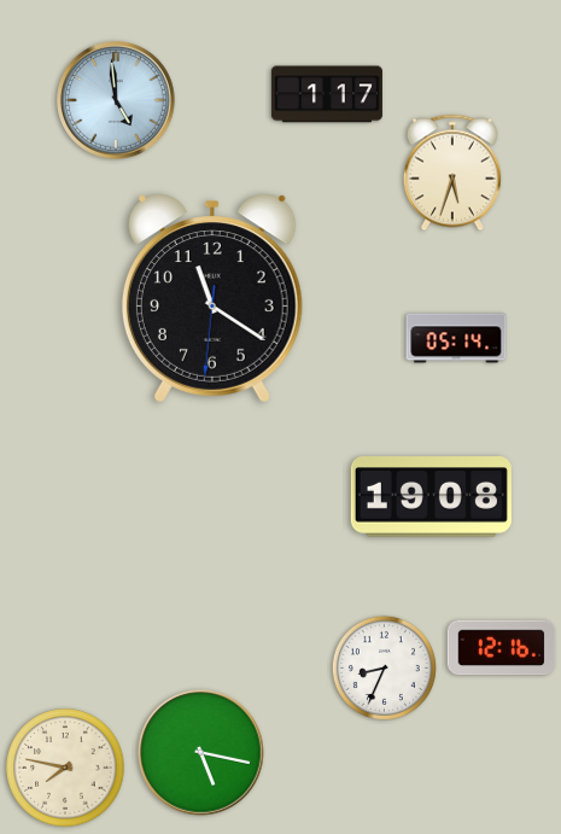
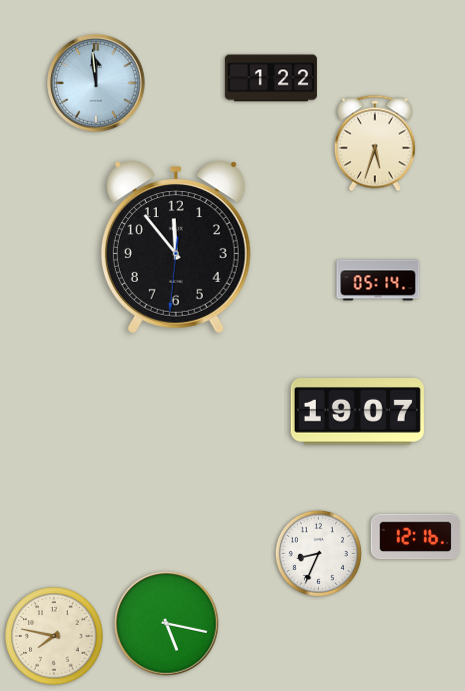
clock at (327, 94): 1:17 -> 1:22
clock at (117, 101): 4:59 -> 11:59
clock at (212, 298): 11:20 -> 11:53
clock at (431, 497): 19:08 -> 19:07
